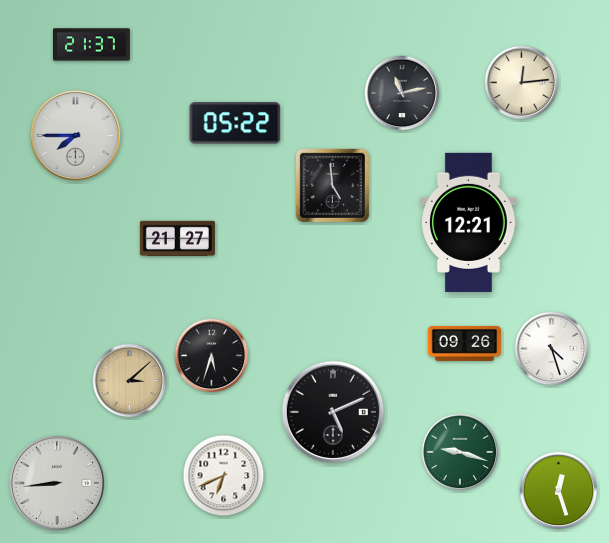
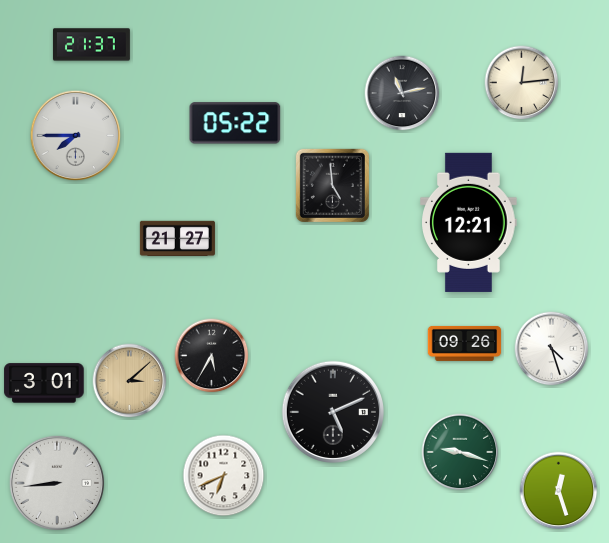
clock at (212, 356): 5:33 -> 5:35
clock at (44, 383): none -> 3:01
